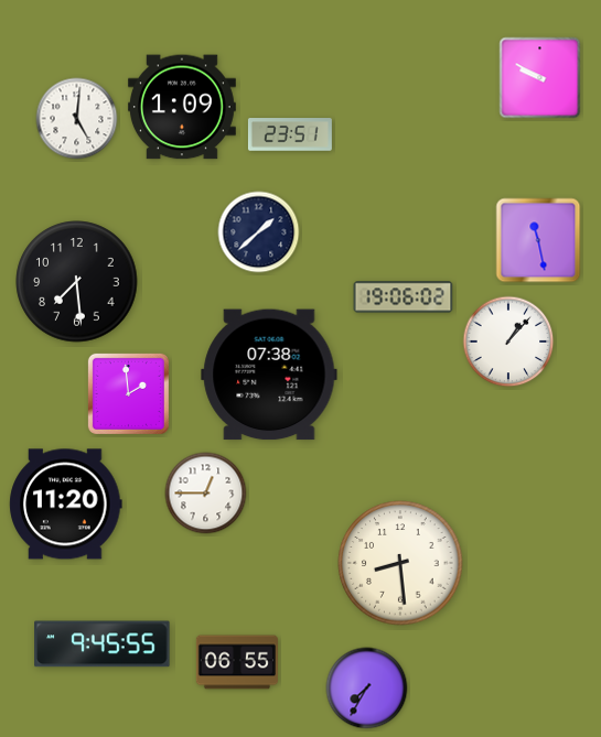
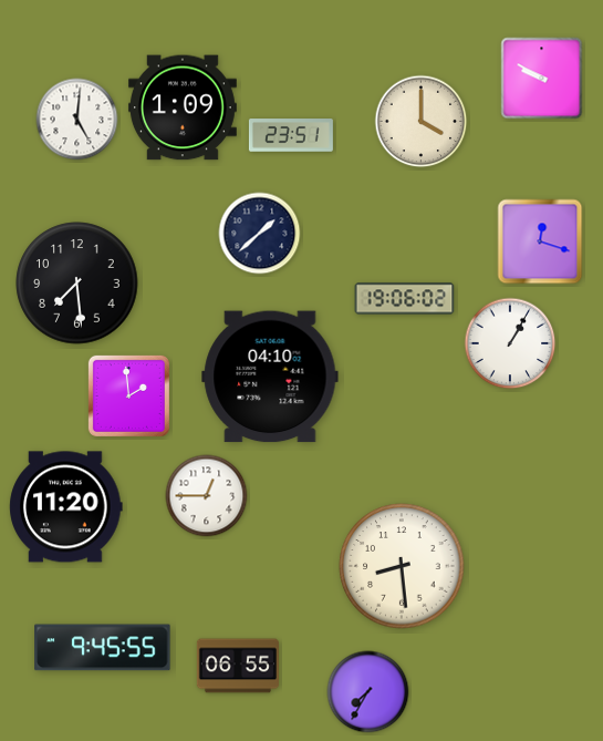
clock at (422, 122): none -> 4:00
clock at (538, 240): 11:28 -> 12:18
clock at (508, 342): 1:07 -> 1:05
clock at (269, 375): 07:38 -> 04:10
